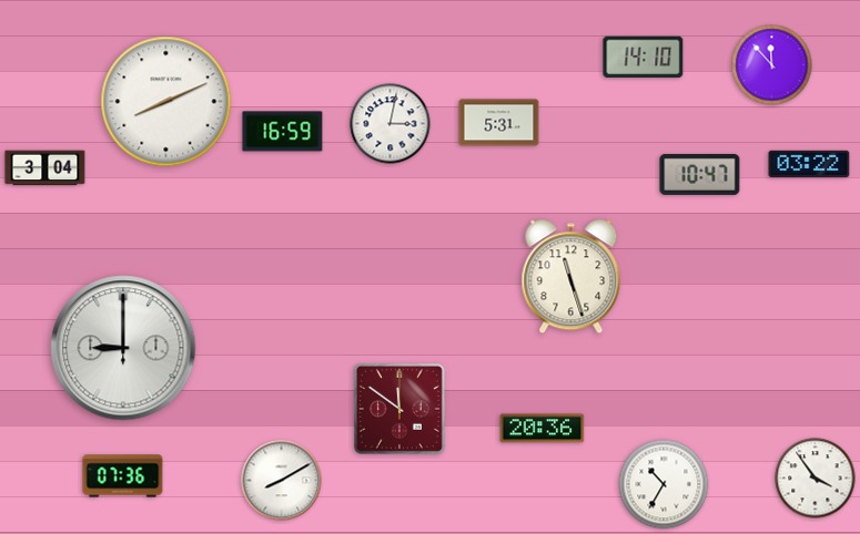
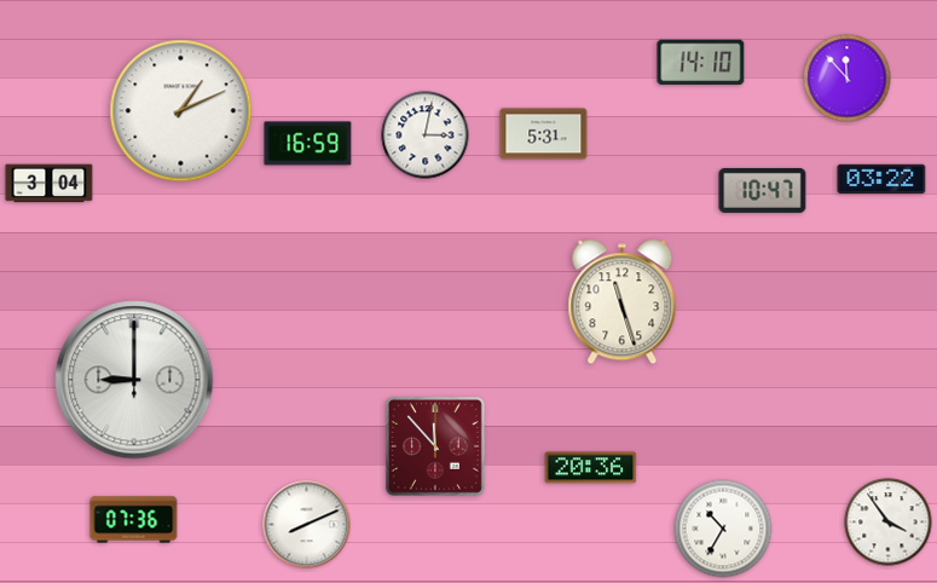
clock at (772, 65) position: (772, 65) -> (848, 79)
clock at (166, 102): 8:11 -> 1:11
clock at (399, 409): 11:51 -> 11:53
clock at (282, 481): 8:10 -> 8:11
